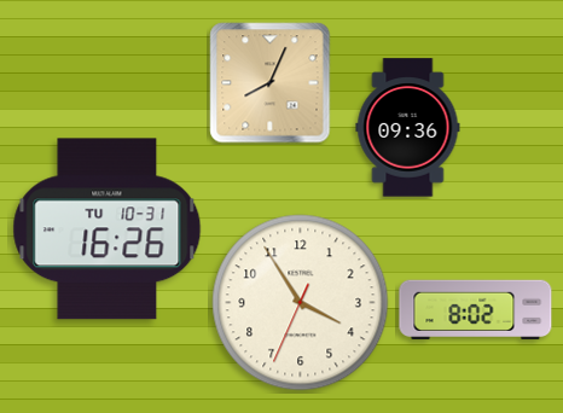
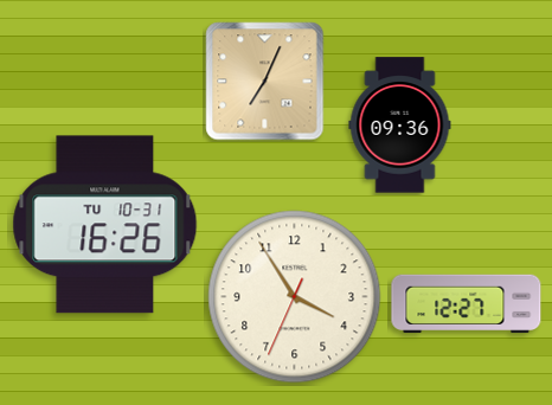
clock at (271, 83): 8:04 -> 7:04
clock at (476, 310): 8:02 -> 12:27
